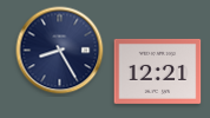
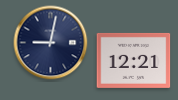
clock at (60, 51): 8:25 -> 9:02
